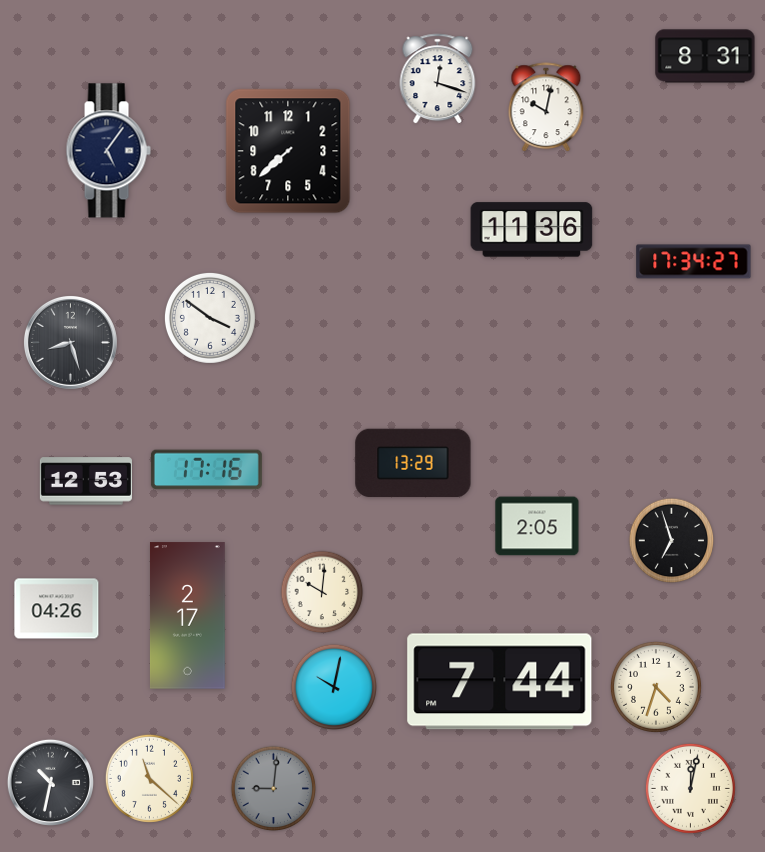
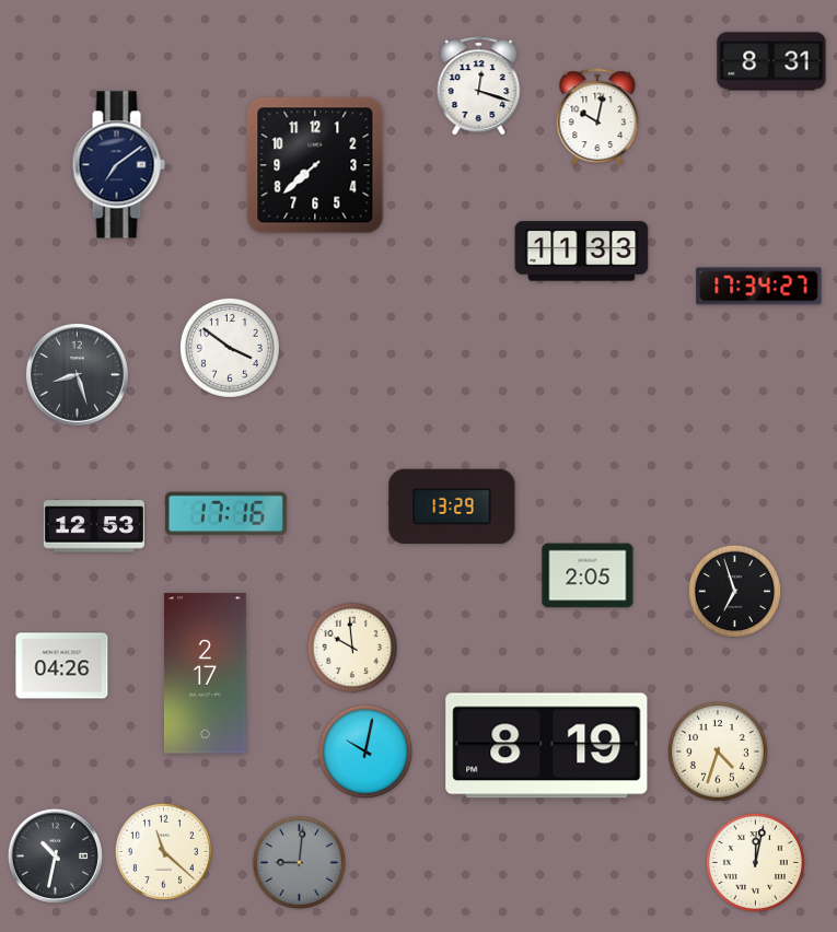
clock at (108, 151): 5:06 -> 7:09
clock at (532, 230): 11:36 -> 11:33
clock at (322, 592): 10:01 -> 9:59
clock at (500, 682): 7:44 -> 8:19
